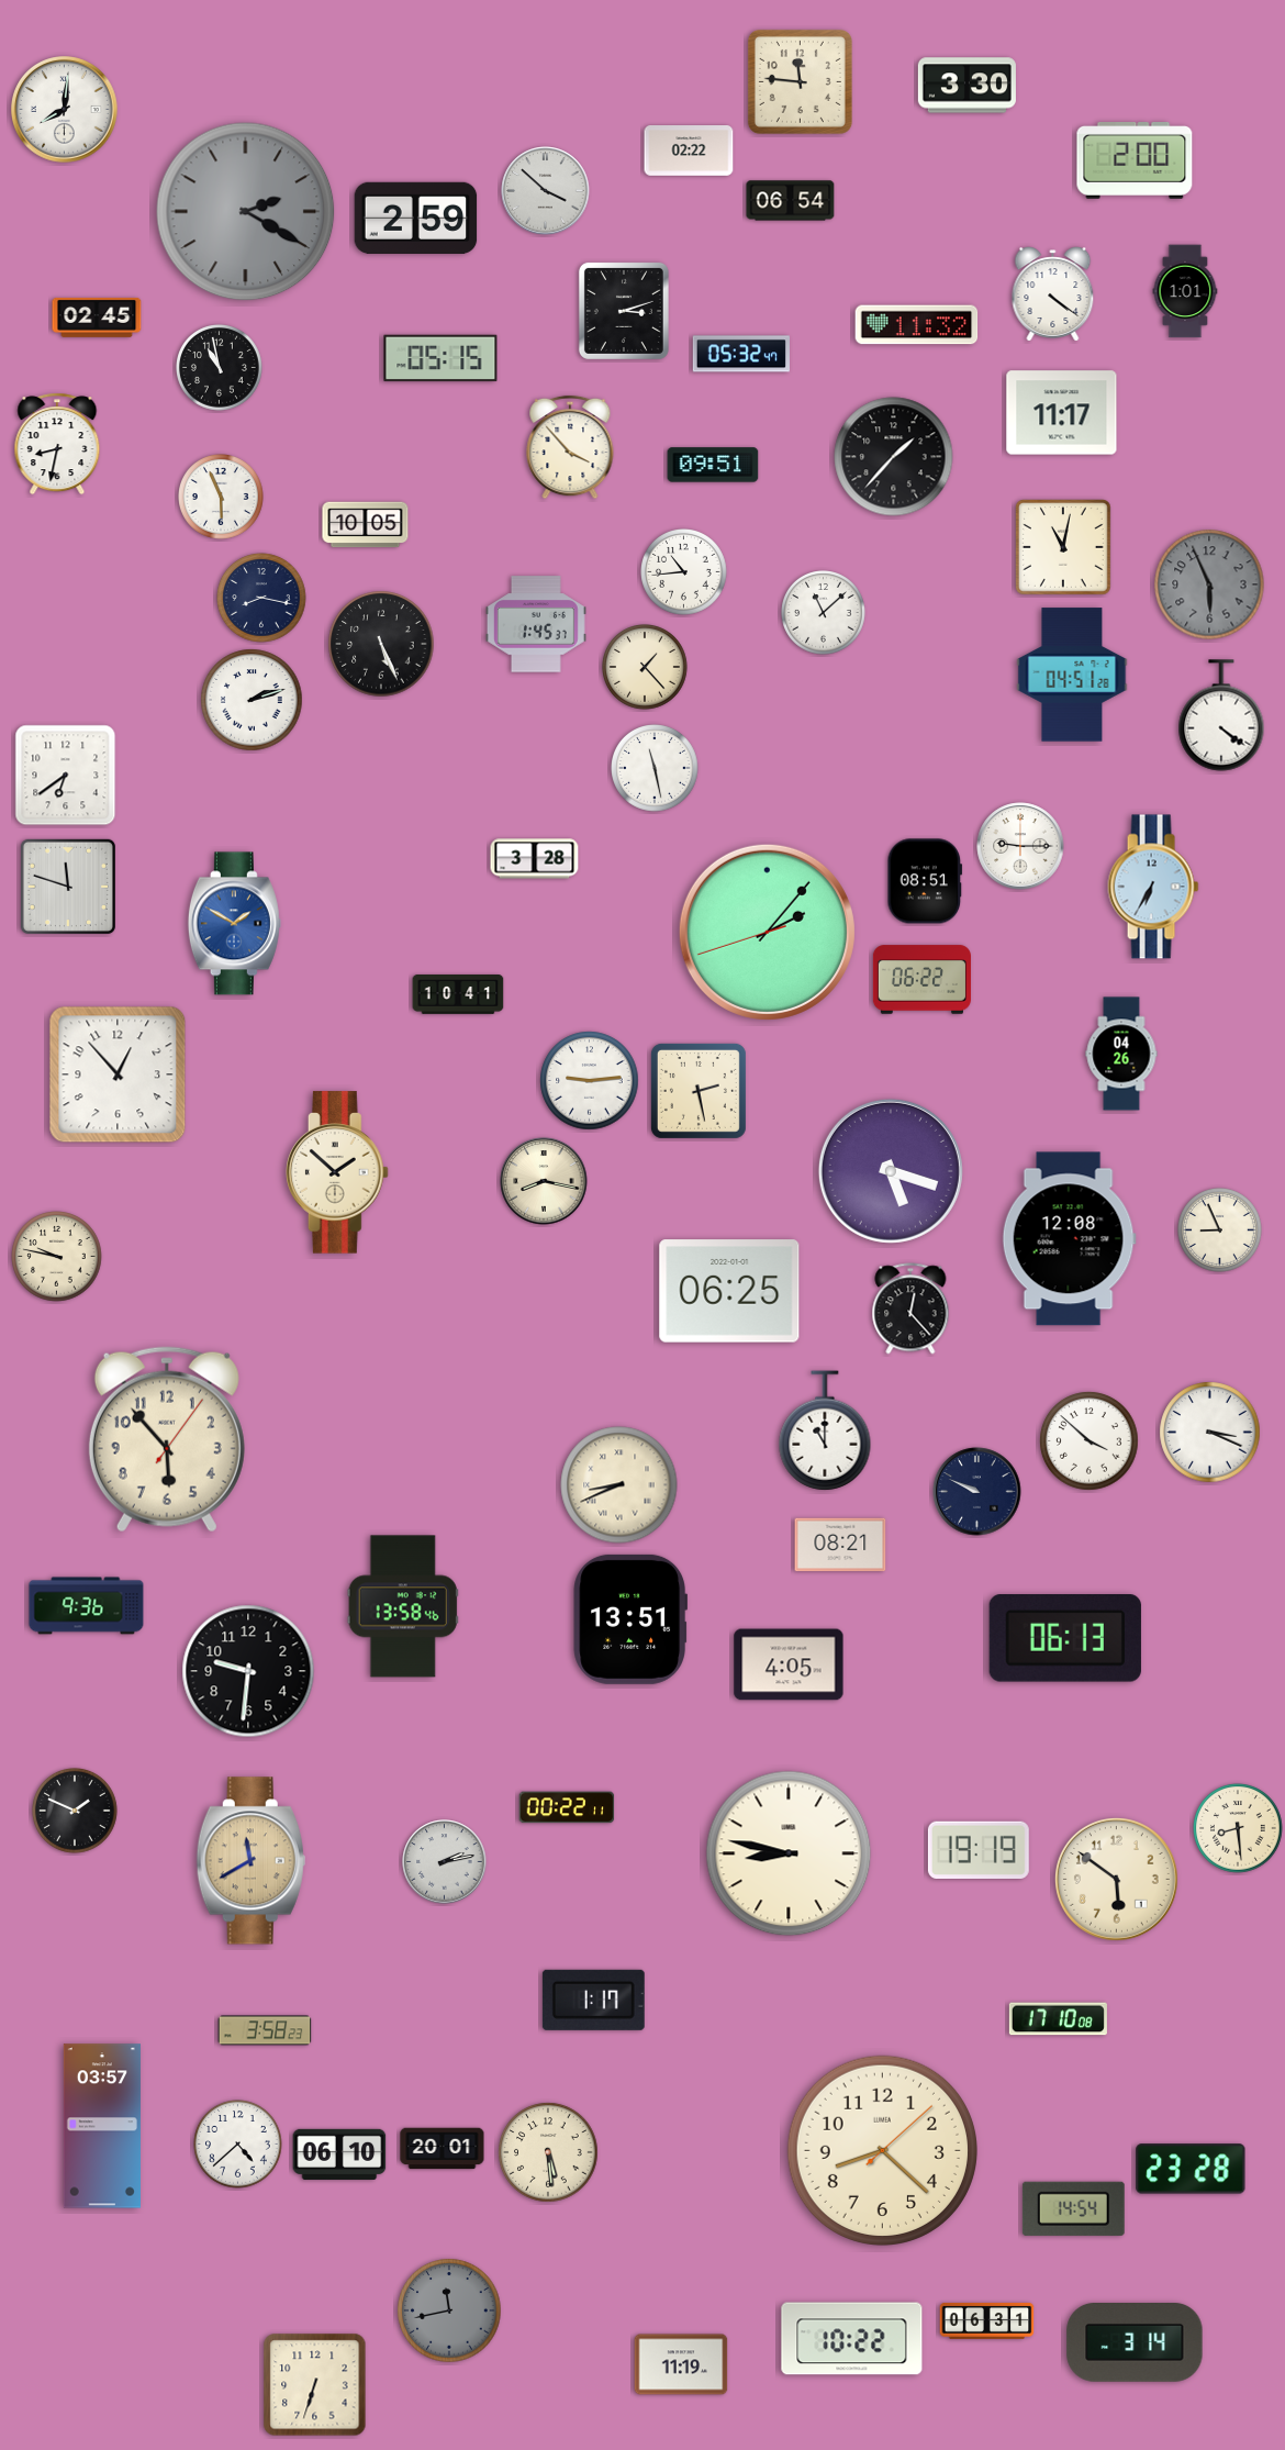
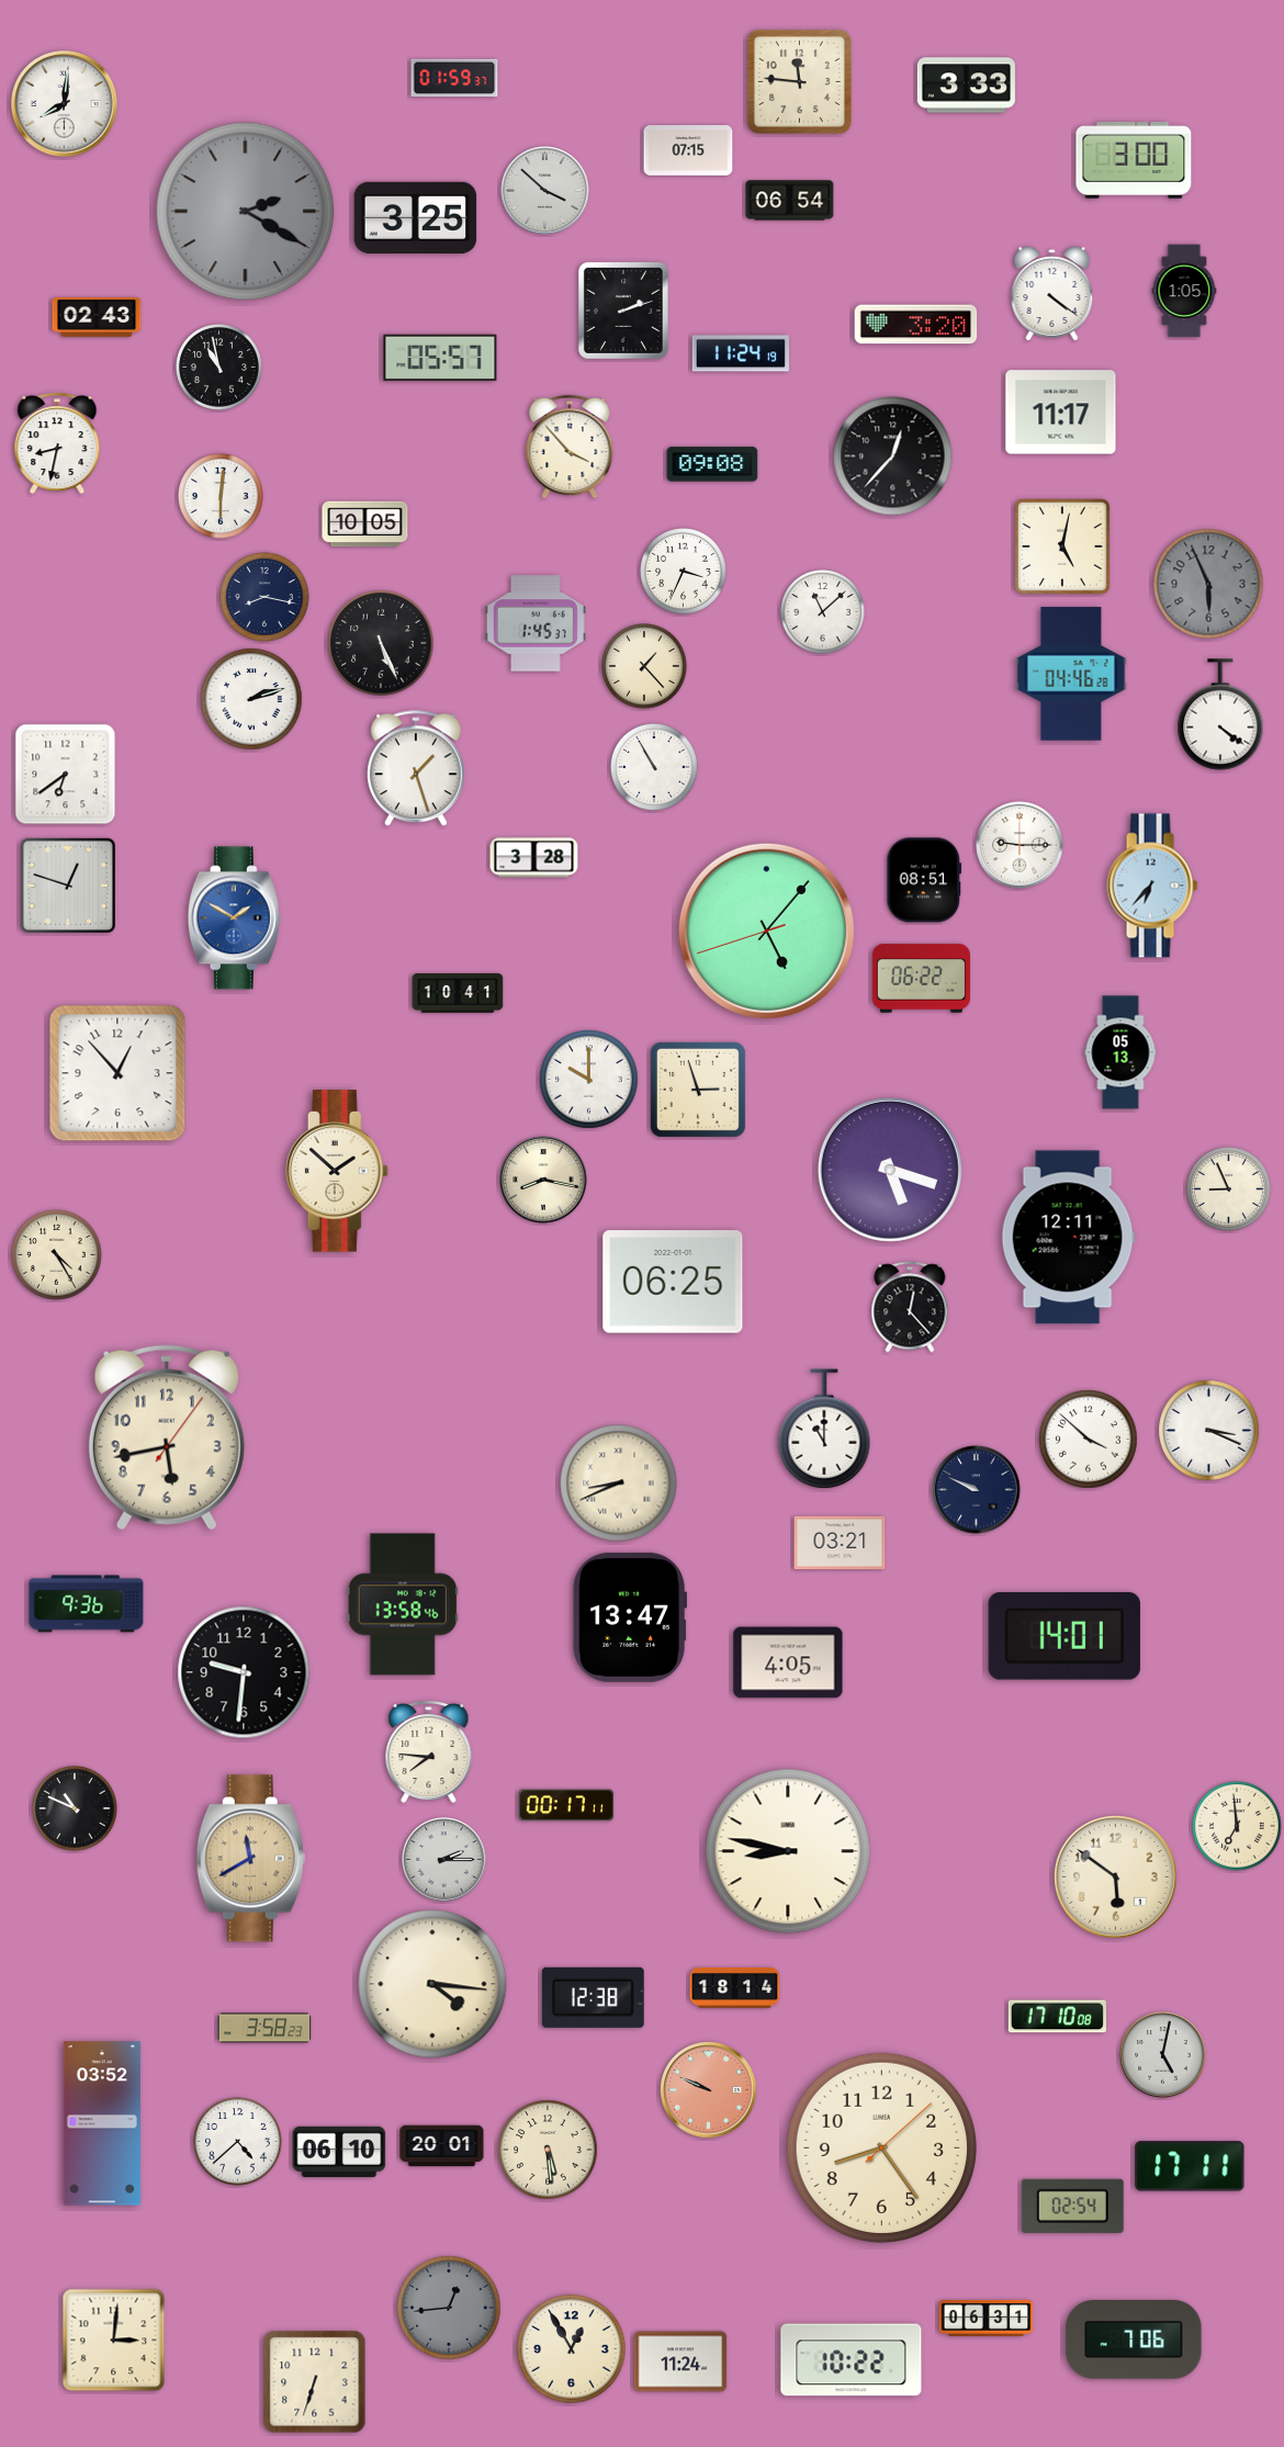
clock at (454, 78): none -> 01:59
clock at (966, 86): 3:30 -> 3:33
clock at (65, 110) position: (65, 110) -> (65, 104)
clock at (689, 152): 02:22 -> 07:15
clock at (1135, 162): 2:00 -> 3:00
clock at (416, 218): 2:59 -> 3:25
clock at (1185, 291): 1:01 -> 1:05
clock at (624, 311): 3:12 -> 2:12
clock at (97, 318): 02:45 -> 02:43
clock at (917, 325): 11:32 -> 3:20
clock at (741, 354): 05:32 -> 11:24
clock at (440, 358): 05:15 -> 05:57
clock at (894, 457): 1:37 -> 12:37
clock at (713, 465): 09:51 -> 09:08
clock at (222, 498): 5:56 -> 6:01
clock at (1064, 548): 11:02 -> 5:02
clock at (684, 572): 10:44 -> 3:34
clock at (261, 598) position: (261, 598) -> (264, 597)
clock at (1072, 675): 04:51 -> 04:46
clock at (656, 769): 11:28 -> 10:55
clock at (417, 769): none -> 1:27
clock at (68, 887): 11:48 -> 12:48
clock at (1153, 887): 6:35 -> 6:37
clock at (234, 924) position: (234, 924) -> (234, 918)
clock at (767, 932): 2:06 -> 5:06
clock at (1121, 1054): 04:26 -> 05:13
clock at (590, 1081): 9:14 -> 10:00
clock at (699, 1091): 2:28 -> 2:57
clock at (1220, 1230) position: (1220, 1230) -> (1229, 1189)
clock at (1069, 1239): 12:08 -> 12:11
clock at (57, 1257): 9:47 -> 4:25
clock at (729, 1291) position: (729, 1291) -> (673, 1282)
clock at (167, 1439): 5:53 -> 5:43
clock at (840, 1545): 08:21 -> 03:21
clock at (629, 1619): 13:51 -> 13:47
clock at (1065, 1638): 06:13 -> 14:01
clock at (248, 1671) position: (248, 1671) -> (244, 1672)
clock at (429, 1752): none -> 7:46
clock at (567, 1807): 00:22 -> 00:17
clock at (76, 1812): 1:49 -> 10:49
clock at (1238, 1828): 8:29 -> 6:59
clock at (979, 1849): 19:19 -> none
clock at (445, 1862): 2:13 -> 2:15
clock at (432, 1984): none -> 4:16
clock at (735, 1988): none -> 18:14
clock at (593, 2000): 1:17 -> 12:38
clock at (1163, 2055): none -> 5:02
clock at (709, 2090): none -> 9:49
clock at (102, 2126): 03:57 -> 03:52
clock at (882, 2150): 8:22 -> 8:24
clock at (1191, 2169): 23:28 -> 17:11
clock at (1073, 2208): 14:54 -> 02:54
clock at (449, 2310): 11:43 -> 12:44
clock at (852, 2339) position: (852, 2339) -> (852, 2360)
clock at (114, 2341): none -> 3:01
clock at (1135, 2343): 3:14 -> 7:06
clock at (572, 2349): none -> 12:55
clock at (681, 2364): 11:19 -> 11:24
